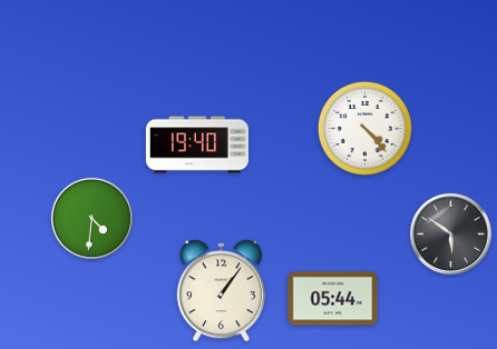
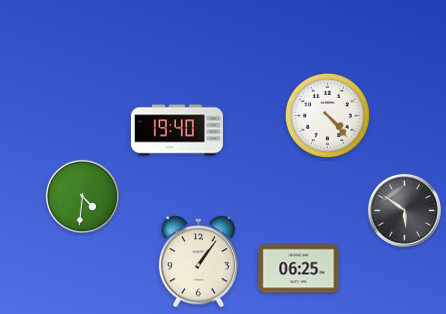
clock at (333, 299): 05:44 -> 06:25
